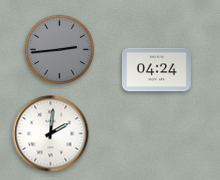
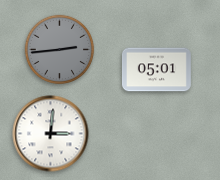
clock at (156, 70): 04:24 -> 05:01
clock at (51, 134): 2:01 -> 3:01
